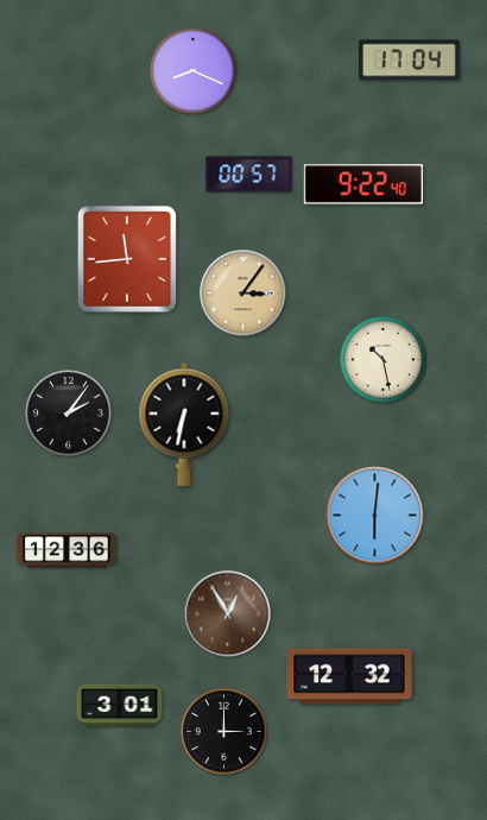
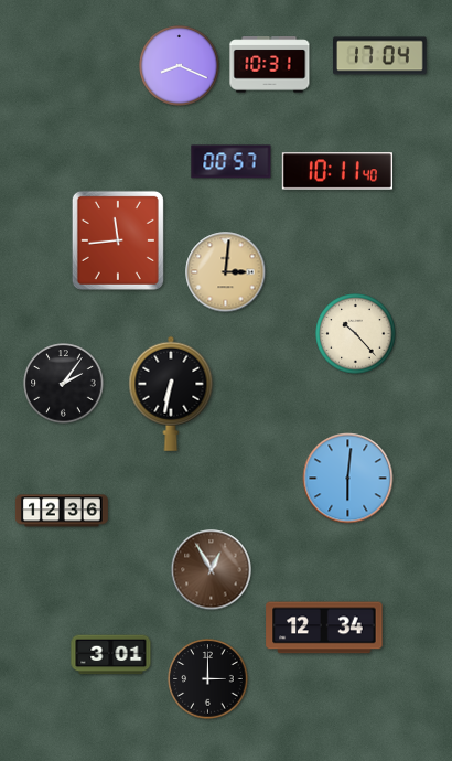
clock at (270, 65): none -> 10:31
clock at (363, 184): 9:22 -> 10:11
clock at (243, 294): 3:06 -> 3:01
clock at (384, 360): 10:28 -> 10:23
clock at (349, 676): 12:32 -> 12:34
